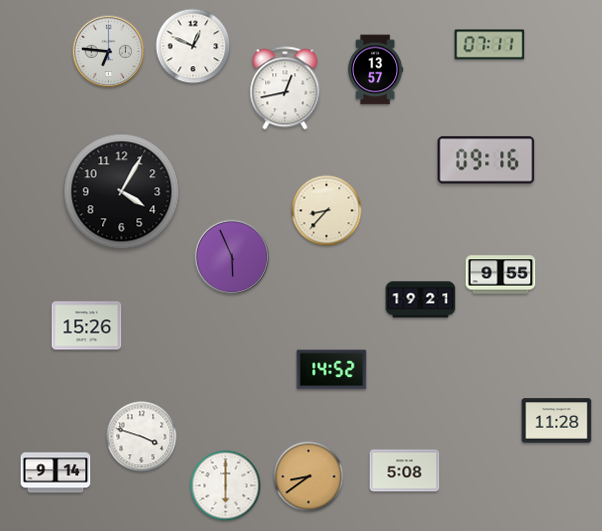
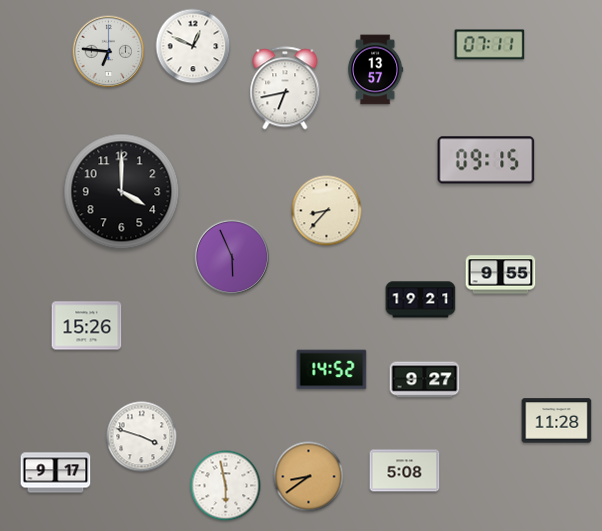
clock at (285, 88): 12:43 -> 6:43
clock at (486, 160): 09:16 -> 09:15
clock at (122, 192): 4:05 -> 4:00
clock at (425, 380): none -> 9:27
clock at (56, 473): 9:14 -> 9:17
clock at (226, 486): 6:00 -> 5:58
